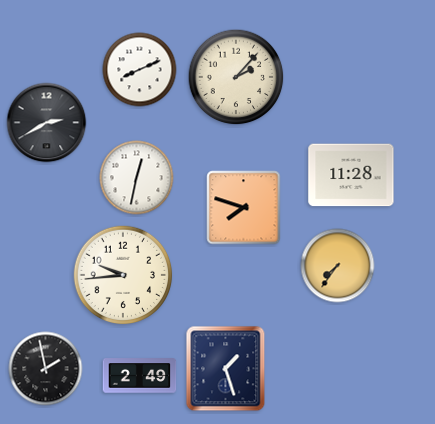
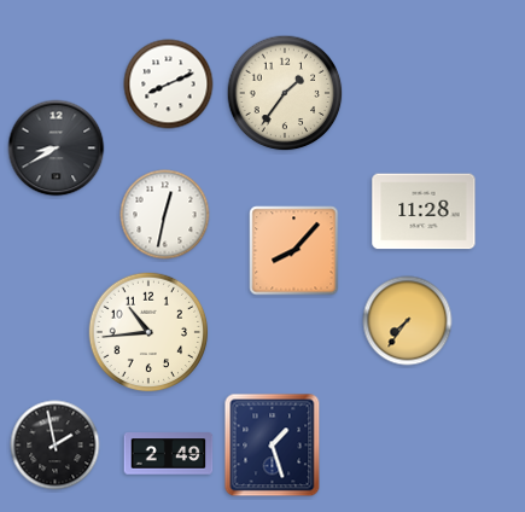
clock at (236, 77): 2:07 -> 1:36
clock at (47, 123): 2:40 -> 8:40
clock at (244, 208): 7:48 -> 8:07
clock at (123, 275): 9:44 -> 10:44
